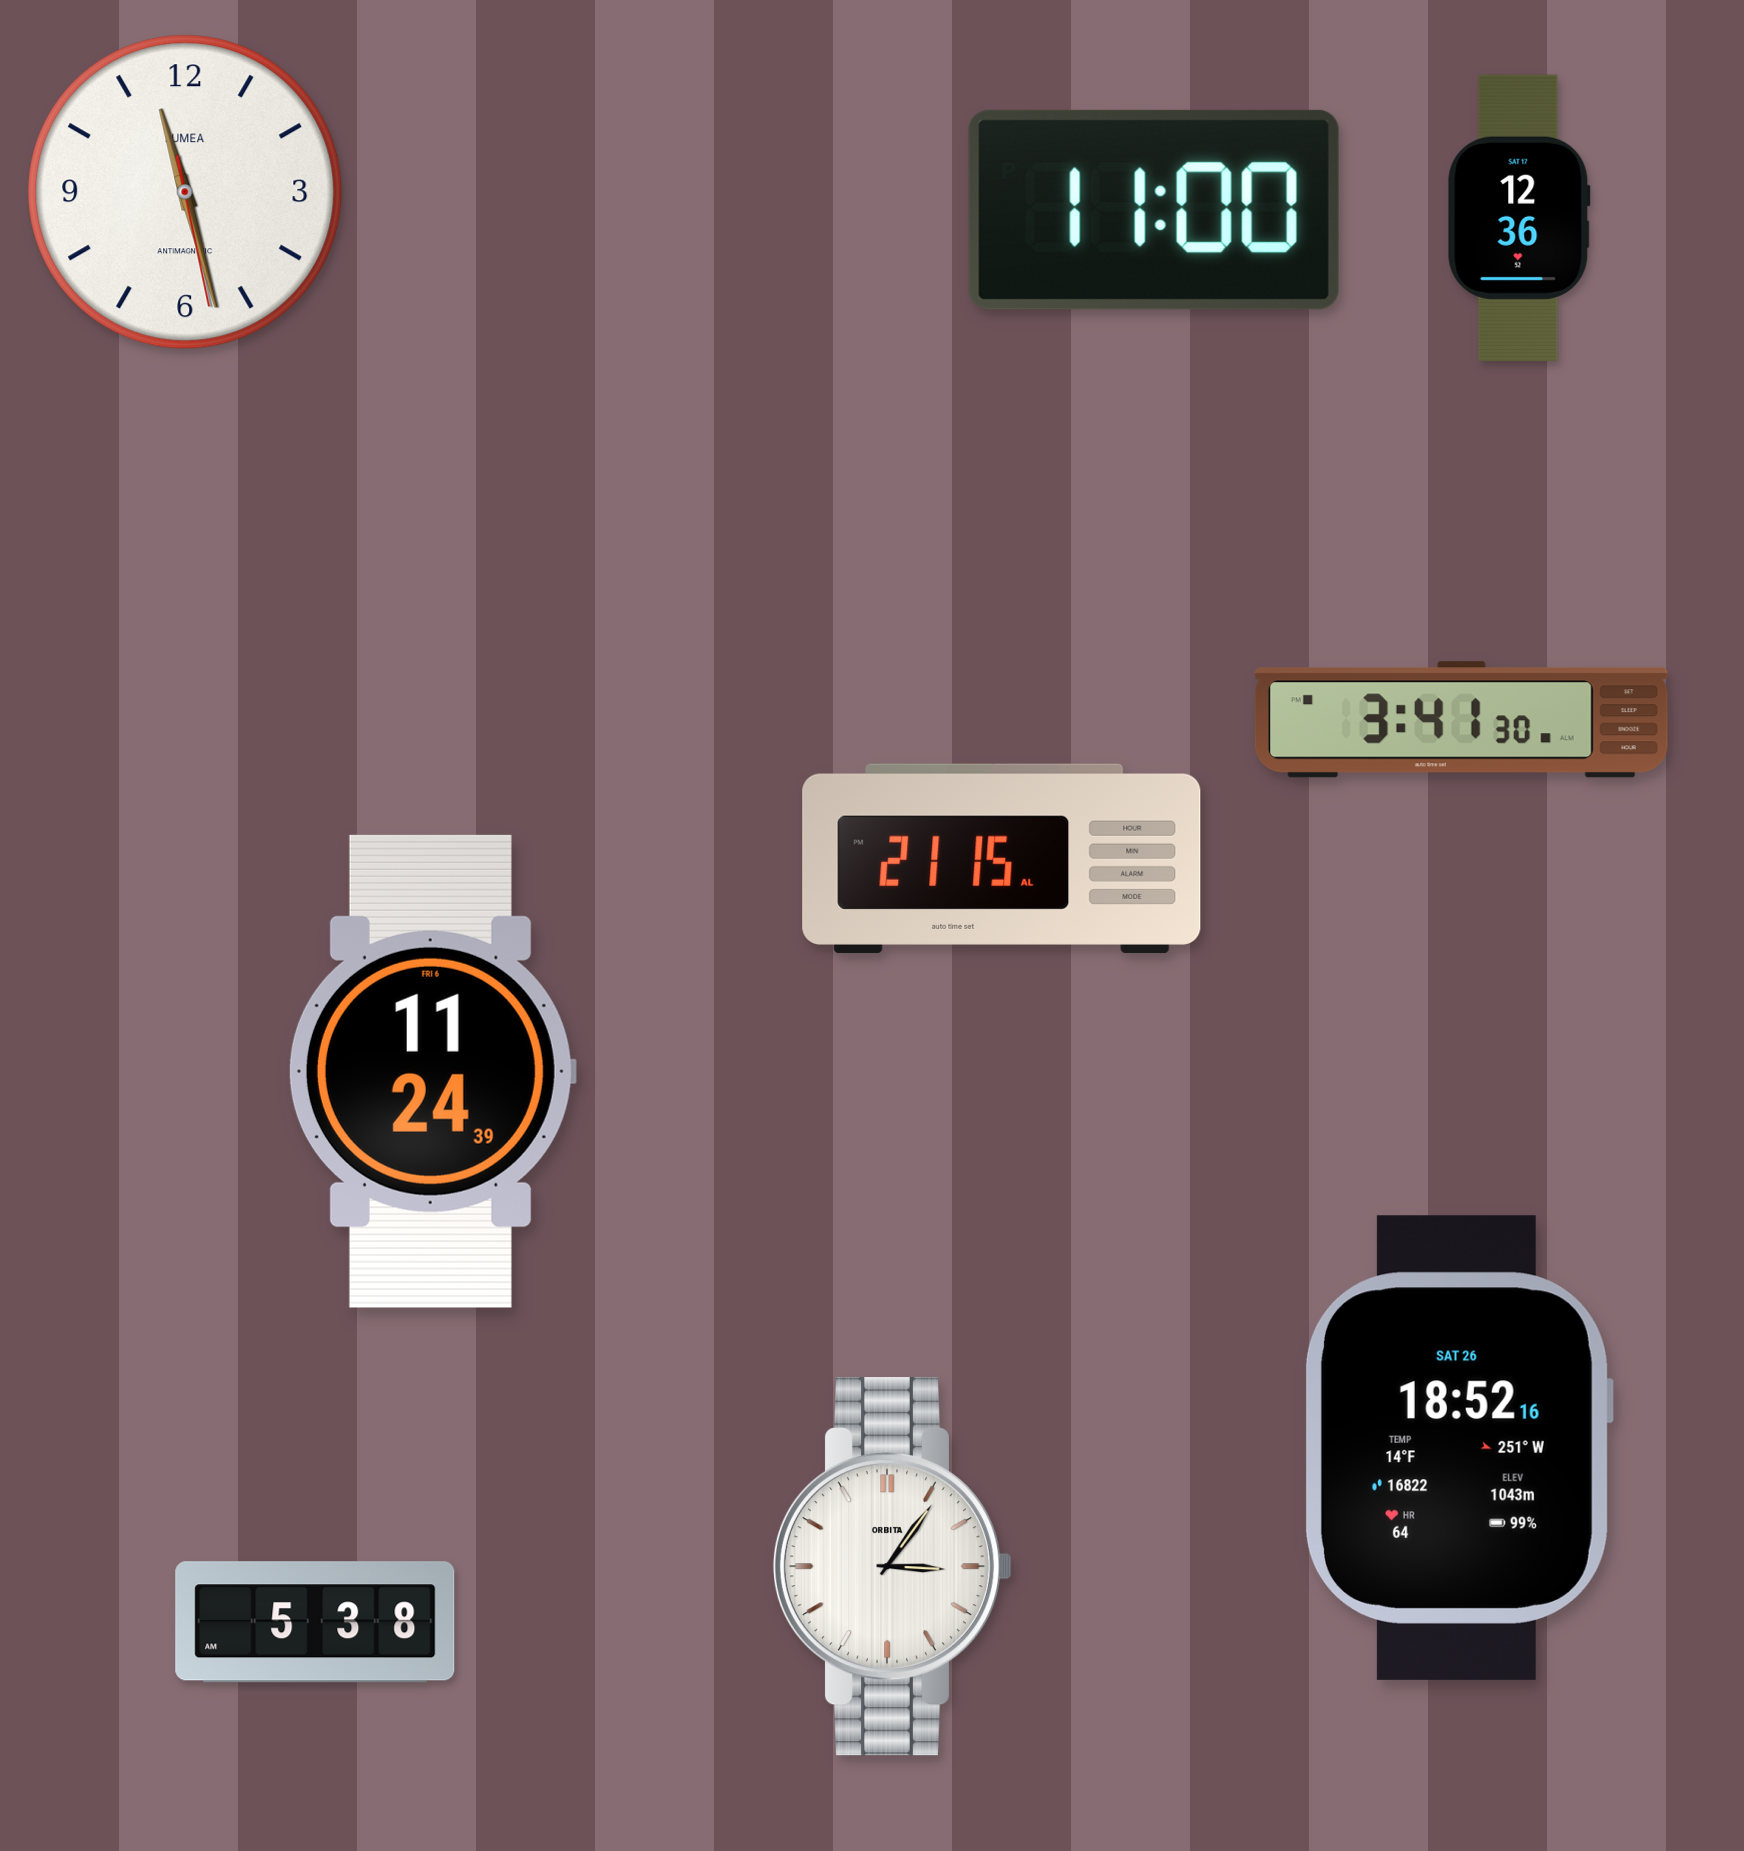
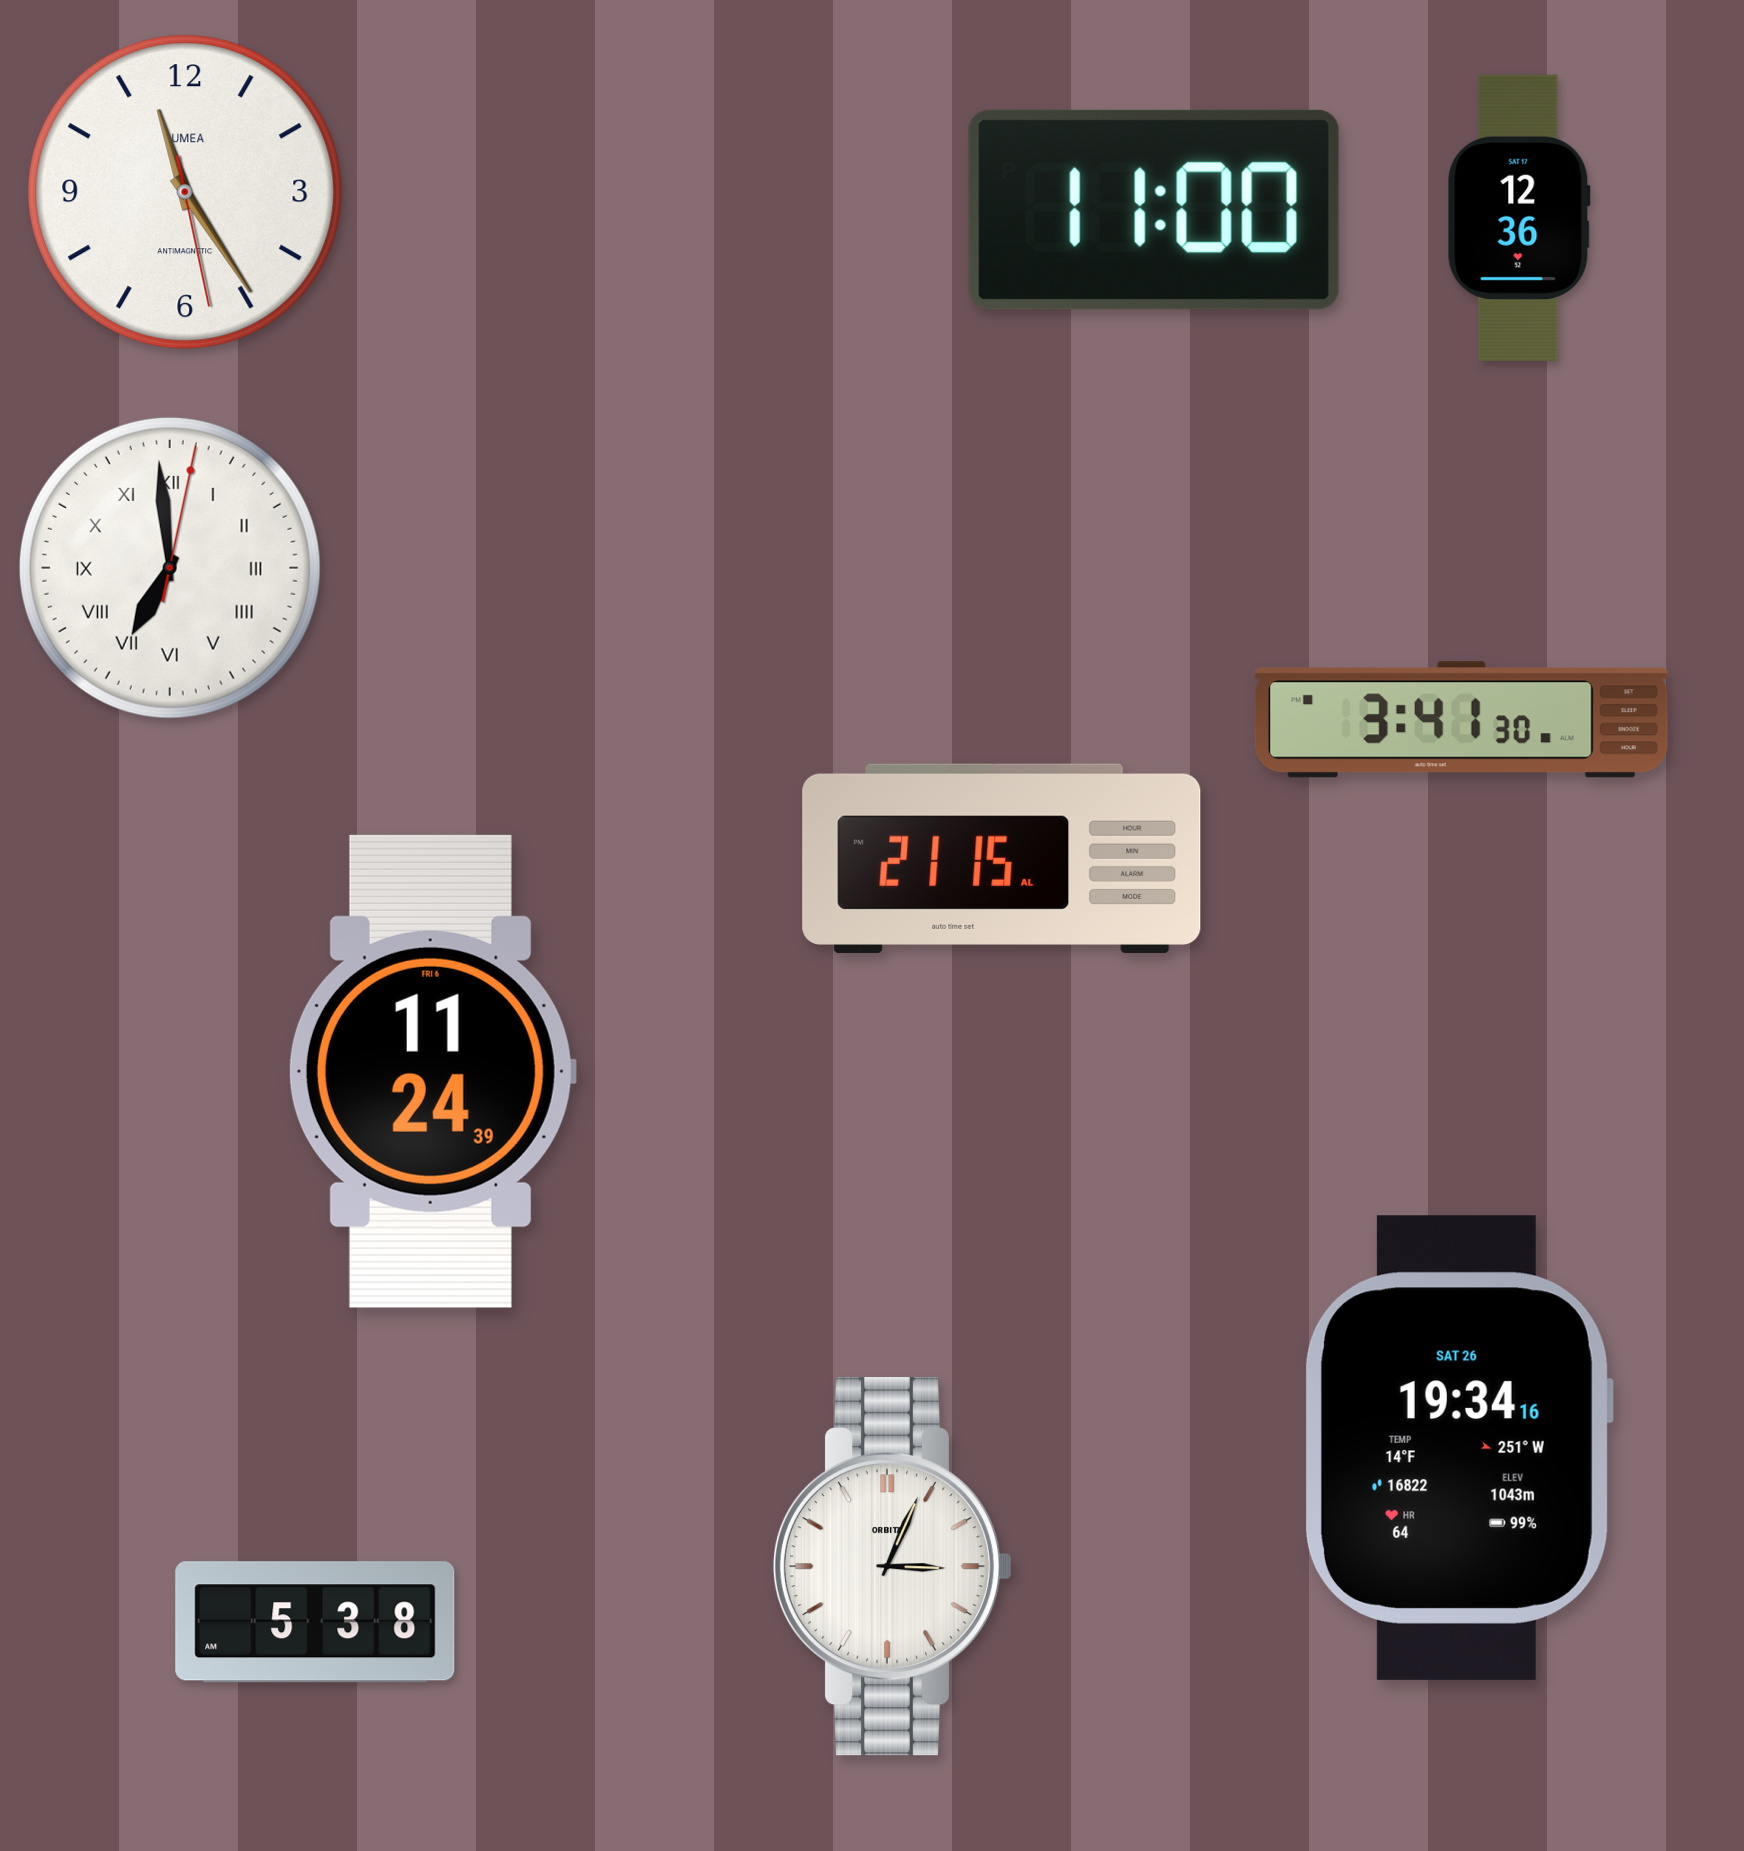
clock at (185, 192): 11:27 -> 11:24
clock at (170, 568): none -> 6:59
clock at (1458, 1448): 18:52 -> 19:34
clock at (892, 1567): 3:06 -> 3:04
